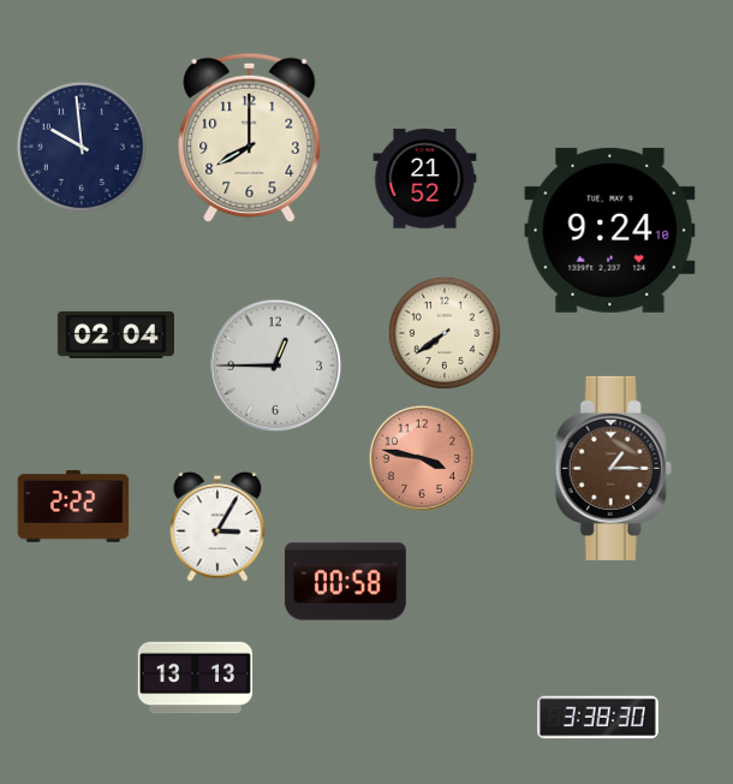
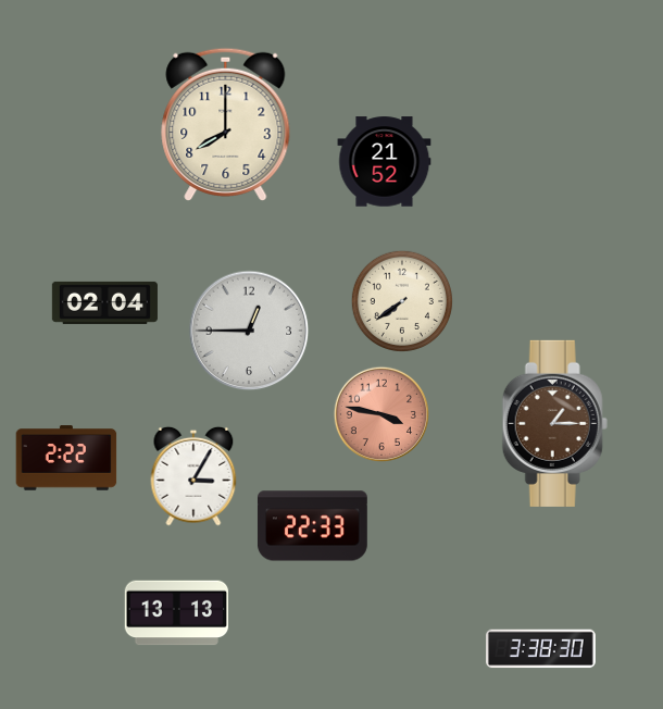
clock at (82, 147): 9:59 -> none
clock at (610, 230): 9:24 -> none
clock at (217, 527) position: (217, 527) -> (193, 476)
clock at (345, 582): 00:58 -> 22:33
